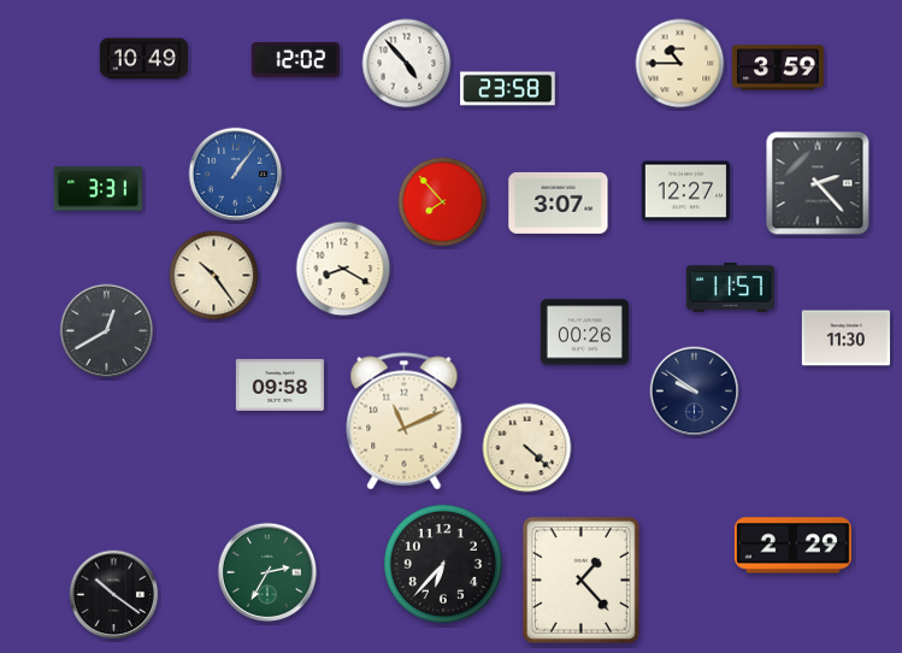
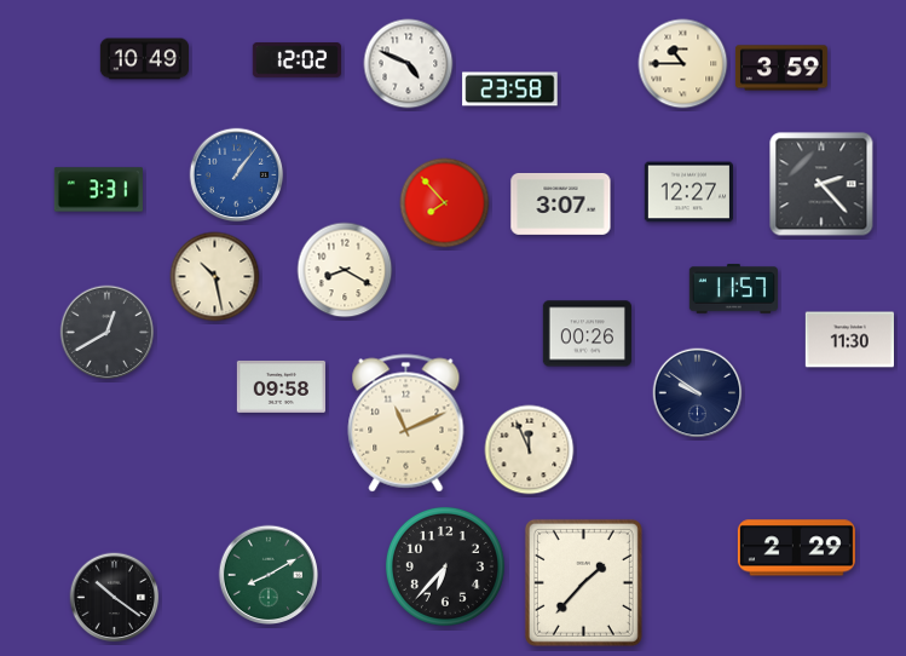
clock at (407, 64): 4:53 -> 4:49
clock at (214, 276): 10:24 -> 10:28
clock at (527, 448): 4:22 -> 11:56
clock at (267, 572): 2:35 -> 8:10
clock at (580, 580): 1:23 -> 1:37
